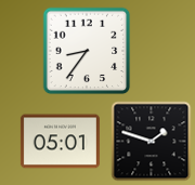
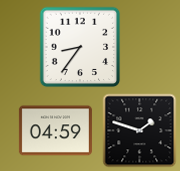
clock at (60, 142): 05:01 -> 04:59
